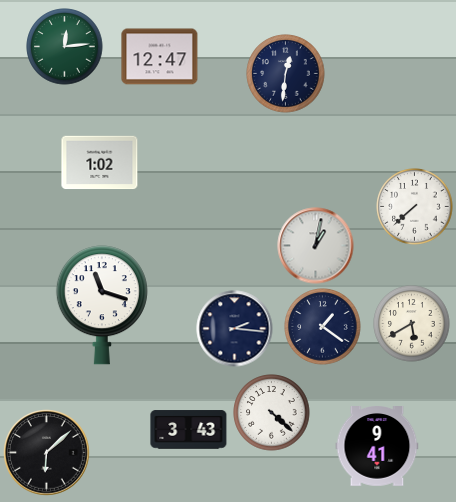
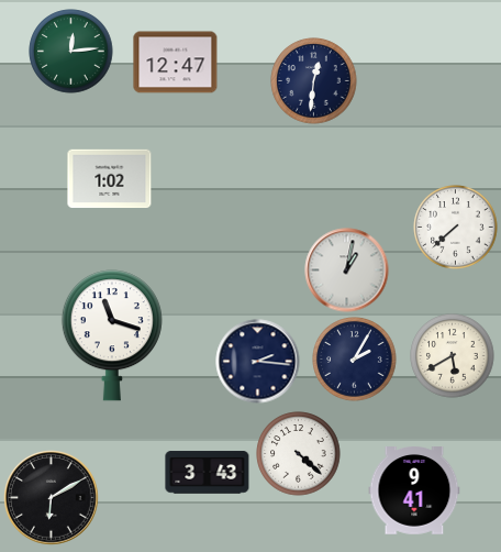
clock at (323, 327): 1:21 -> 2:05
clock at (47, 453): 6:08 -> 6:10
